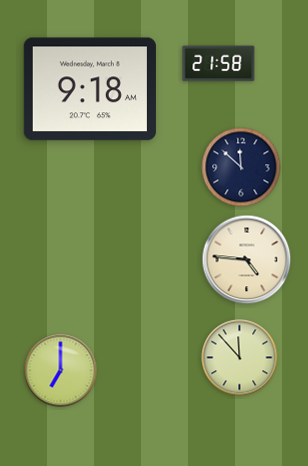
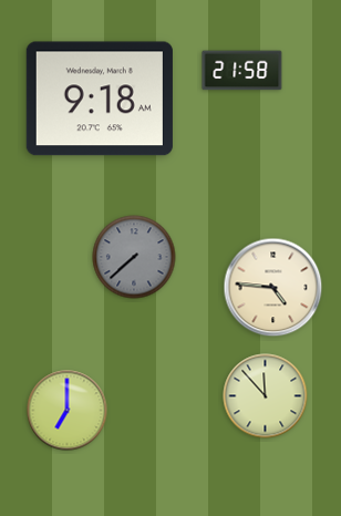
clock at (241, 167): 11:52 -> none
clock at (134, 257): none -> 7:38
